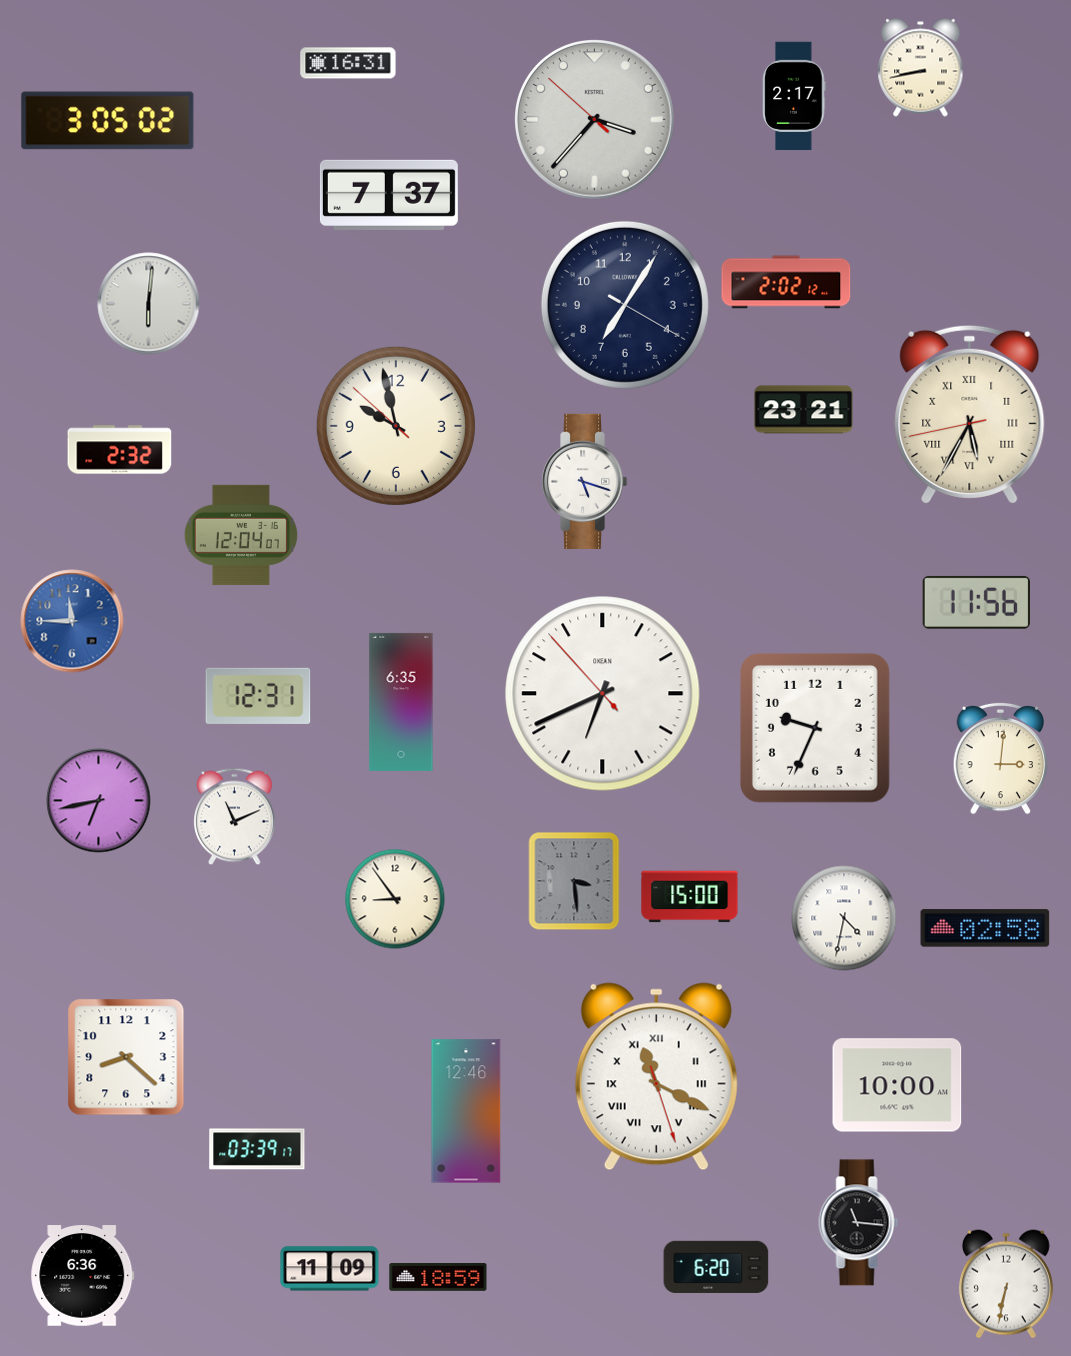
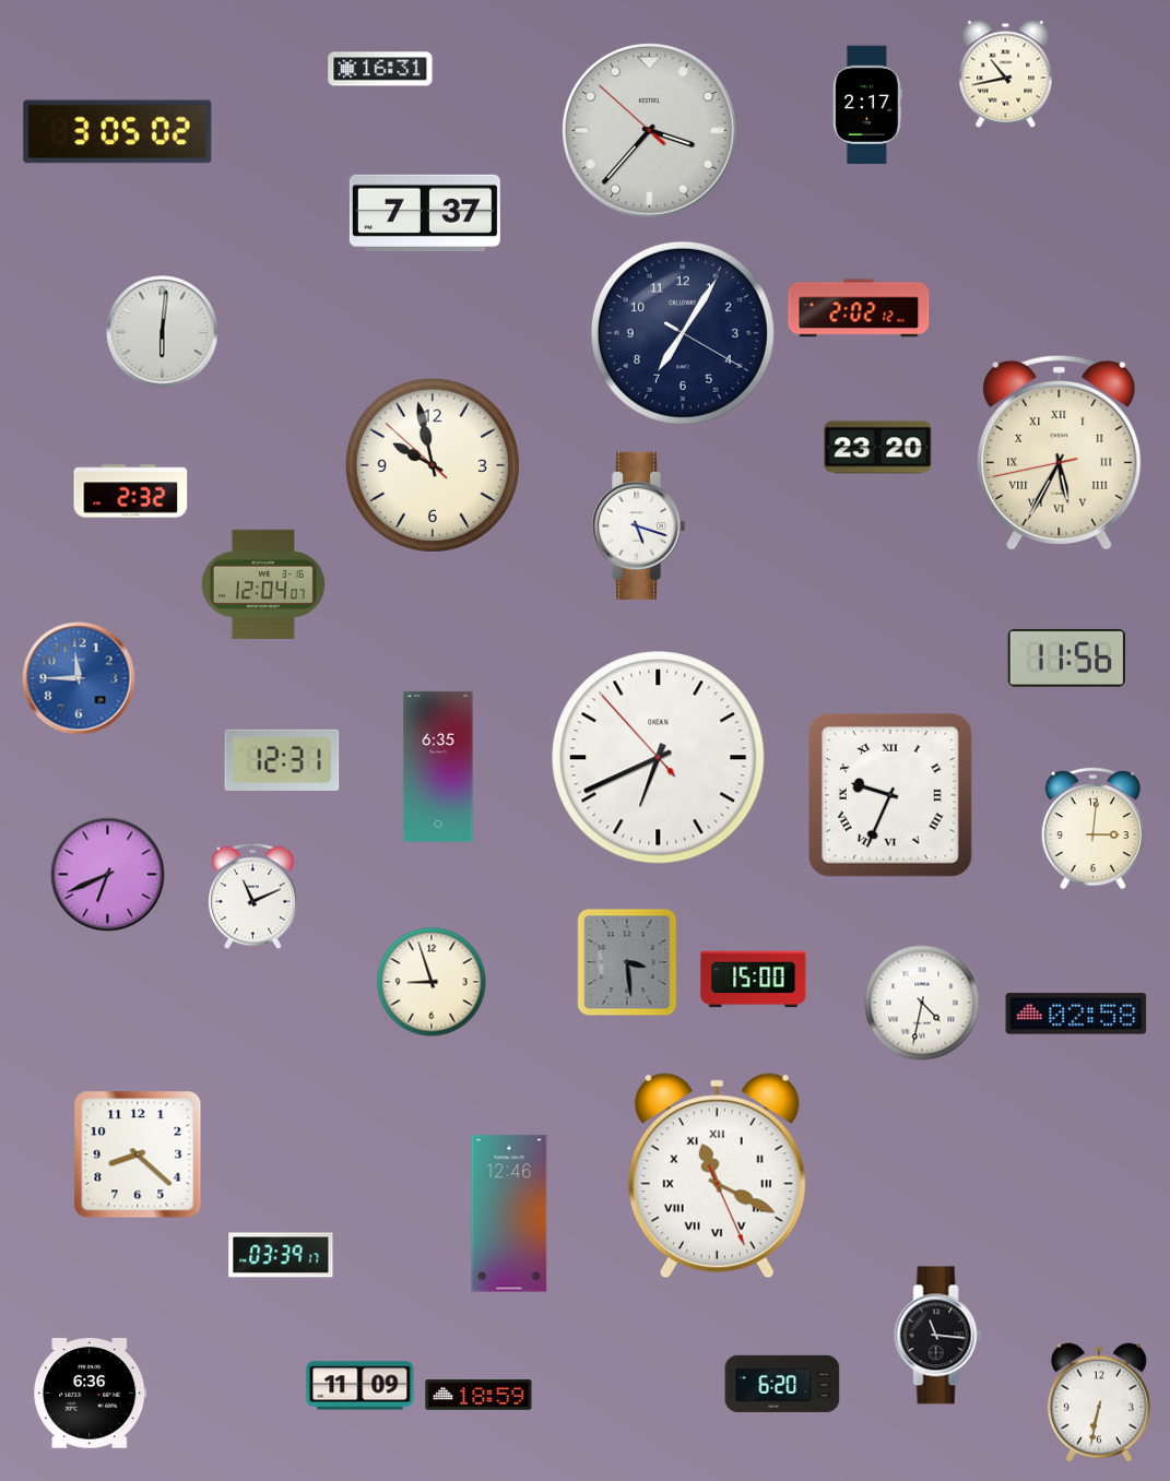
clock at (921, 68): 8:43 -> 10:43
clock at (804, 410): 23:21 -> 23:20
clock at (815, 728) numerals: Arabic -> Roman
clock at (99, 801): 6:43 -> 6:41
clock at (235, 817) position: (235, 817) -> (253, 897)
clock at (395, 899): 8:54 -> 8:57
clock at (656, 1077): 11:19:27 -> 11:19:26
clock at (897, 1085): 10:00 -> none
